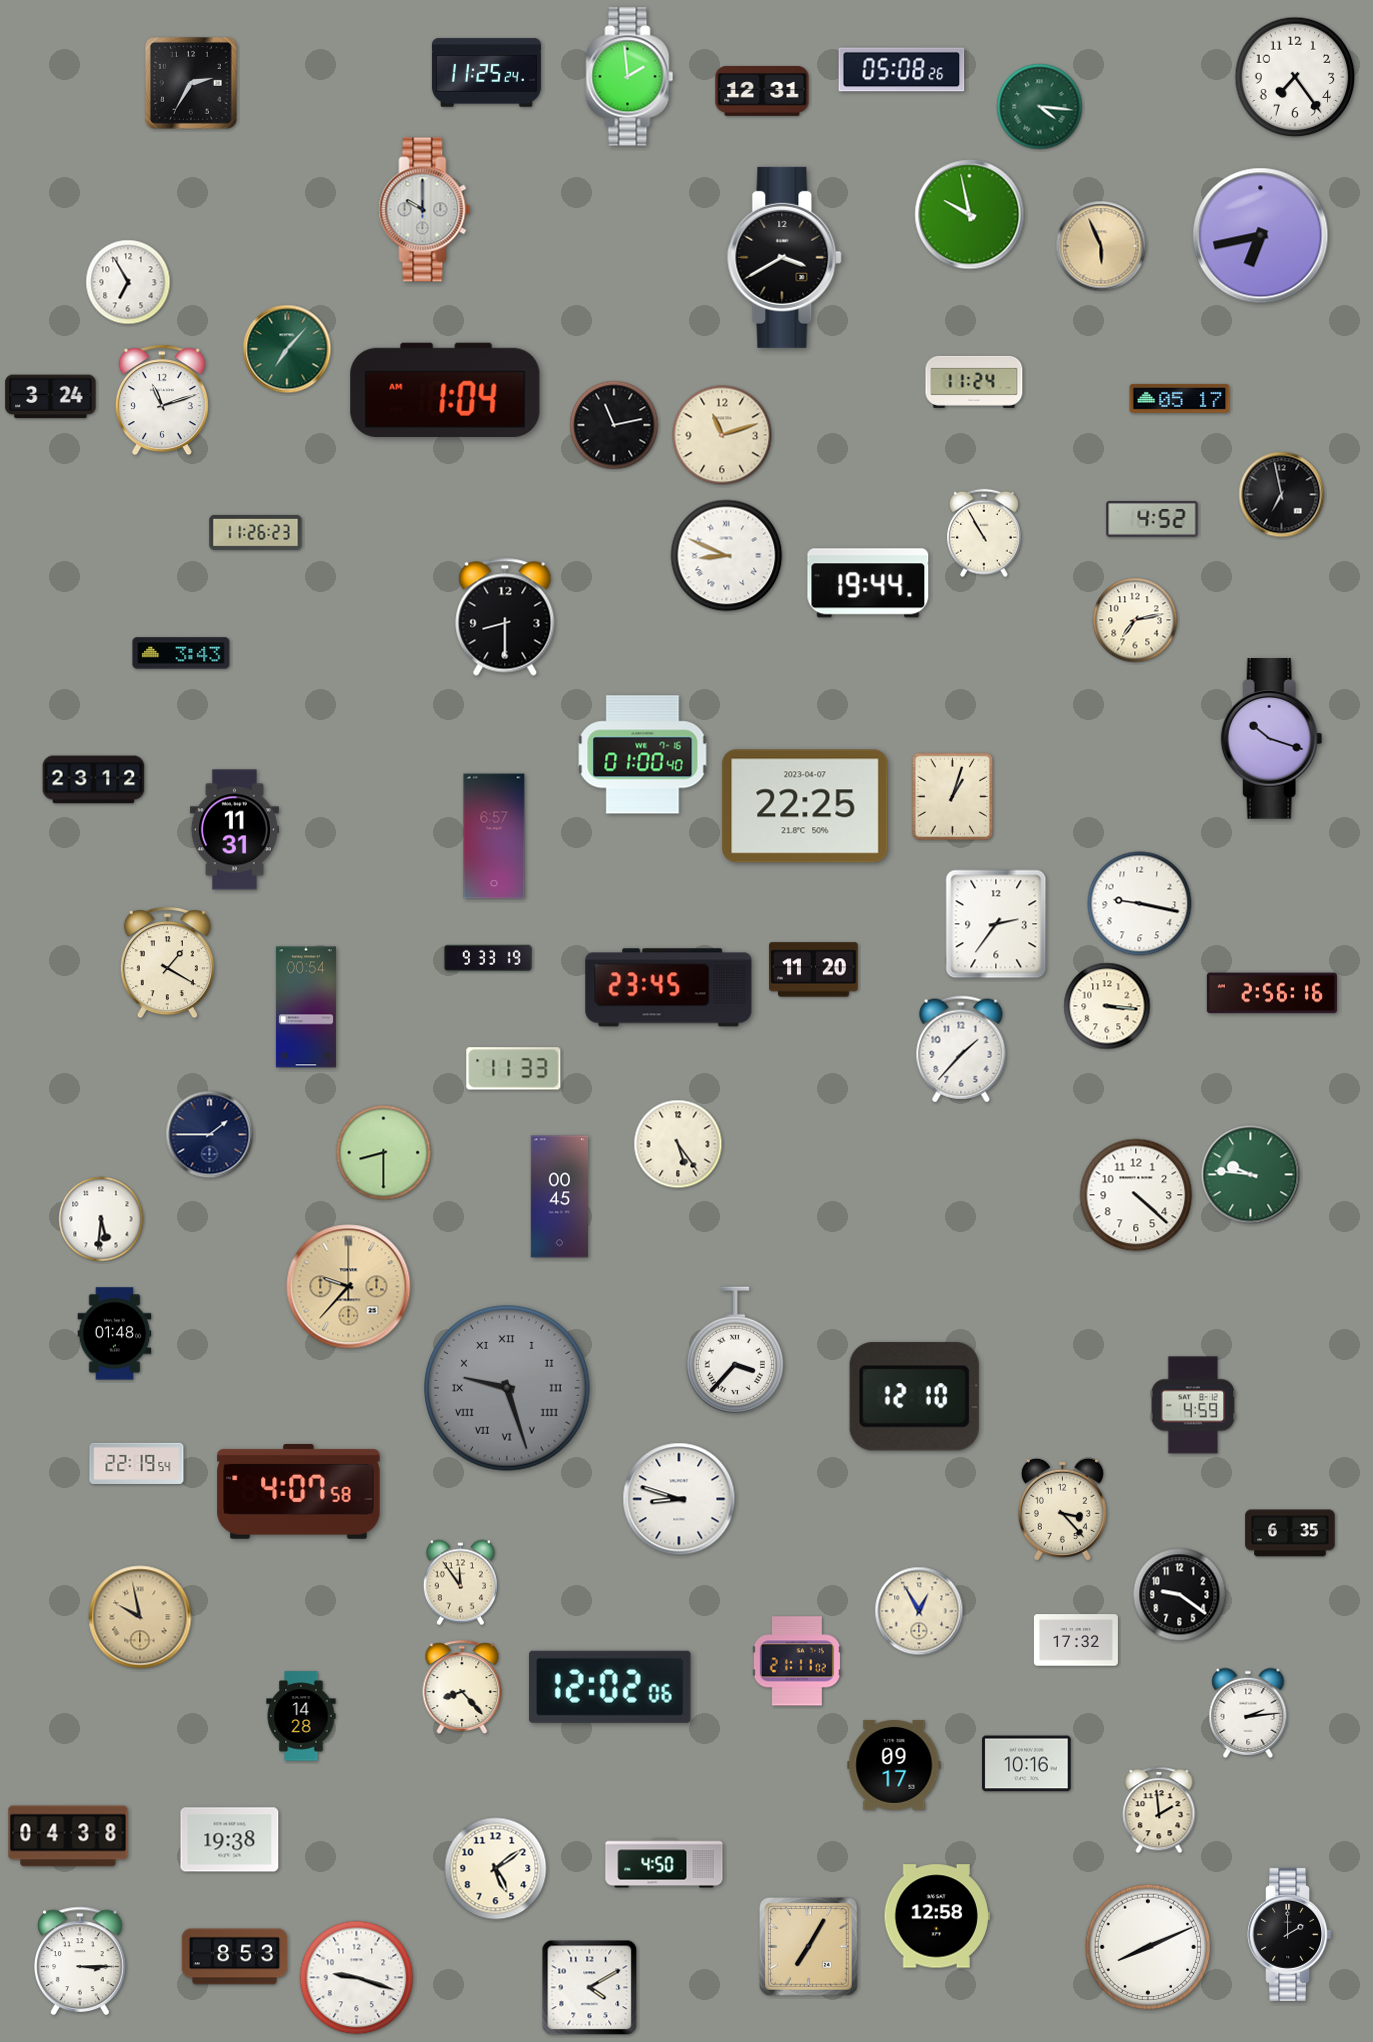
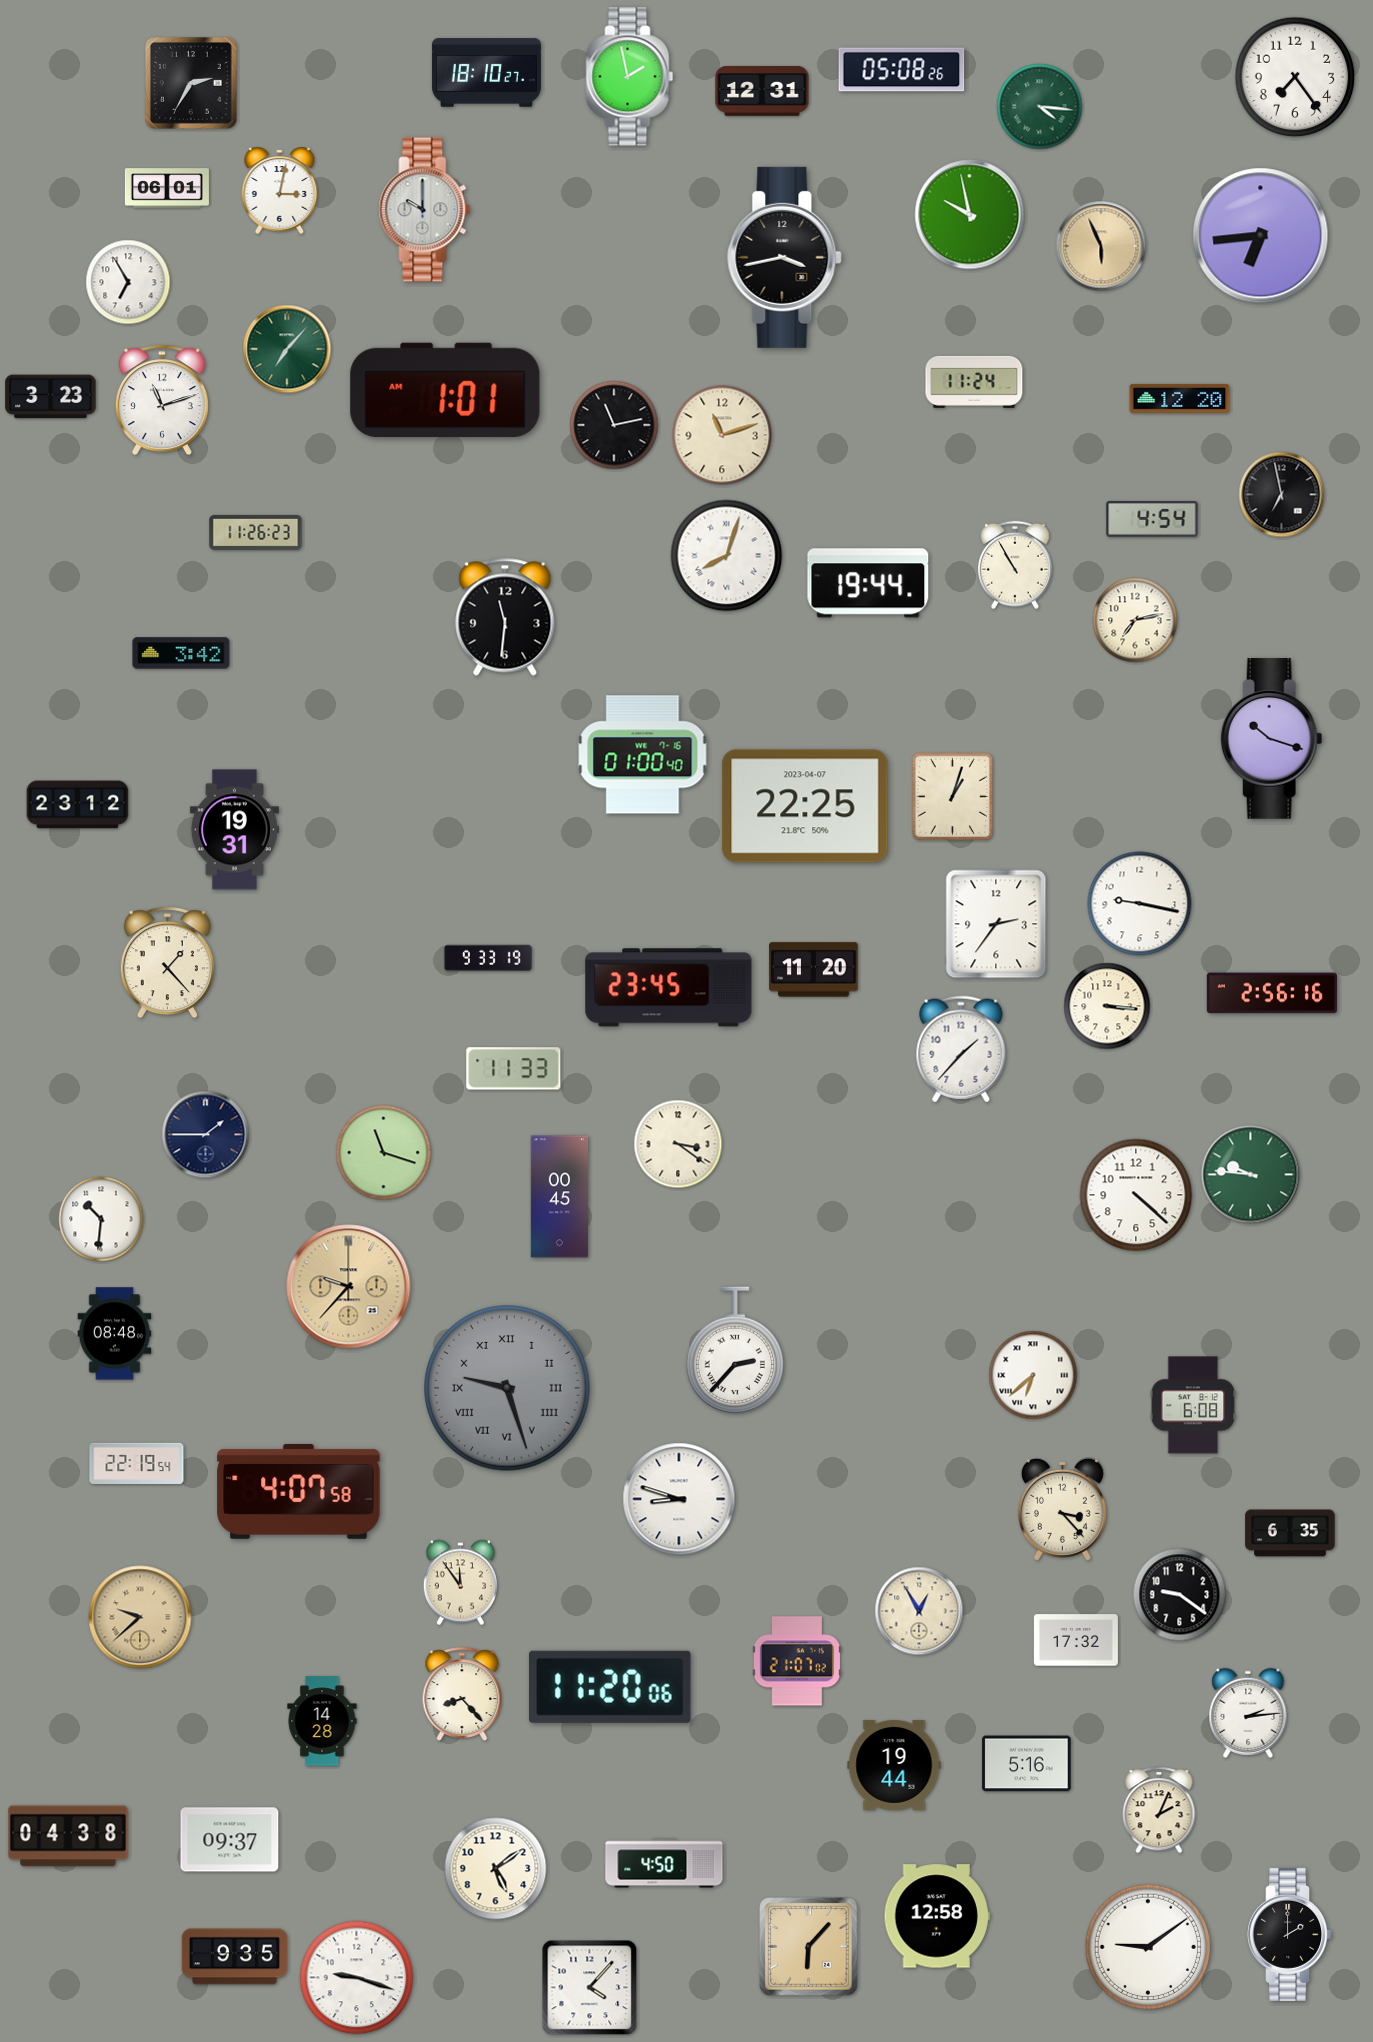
clock at (486, 73): 11:25 -> 18:10
clock at (630, 77): 1:59 -> 1:58
clock at (167, 188): none -> 06:01
clock at (280, 190): none -> 3:02
clock at (1261, 236): 6:43 -> 6:44
clock at (785, 257): 3:40 -> 3:43
clock at (445, 390): 1:04 -> 1:01
clock at (51, 397): 3:24 -> 3:23
clock at (1180, 398): 05:17 -> 12:20
clock at (1152, 519): 4:52 -> 4:54
clock at (985, 533) position: (985, 533) -> (1016, 565)
clock at (727, 556): 8:49 -> 8:03
clock at (505, 617): 8:30 -> 11:31
clock at (181, 653): 3:43 -> 3:42
clock at (94, 780) position: (94, 780) -> (78, 805)
clock at (234, 830): 11:31 -> 19:31
clock at (494, 836): 6:57 -> none
clock at (167, 963): 1:20 -> 1:23
clock at (306, 1007): 00:54 -> none
clock at (210, 1135) position: (210, 1135) -> (206, 1135)
clock at (678, 1144): 5:24 -> 3:21
clock at (384, 1153): 8:30 -> 11:18
clock at (101, 1219): 5:31 -> 10:31
clock at (115, 1334): 01:48 -> 08:48
clock at (734, 1350): 3:37 -> 2:37
clock at (1033, 1375): none -> 6:38
clock at (914, 1397): 12:10 -> none
clock at (1193, 1405): 4:59 -> 6:08
clock at (140, 1617): 9:58 -> 9:38
clock at (797, 1661): 21:11 -> 21:07
clock at (462, 1687) position: (462, 1687) -> (462, 1694)
clock at (610, 1687): 12:02 -> 11:20
clock at (301, 1716) position: (301, 1716) -> (322, 1721)
clock at (1027, 1764): 10:16 -> 5:16
clock at (894, 1765): 09:17 -> 19:44
clock at (1159, 1810): 1:59 -> 2:04
clock at (230, 1840): 19:38 -> 09:37
clock at (809, 1947): 7:05 -> 6:07
clock at (1148, 1947): 8:11 -> 9:09
clock at (235, 1957): 8:53 -> 9:35
clock at (81, 1960): 3:15 -> none
clock at (590, 1988): 4:10 -> 4:07
